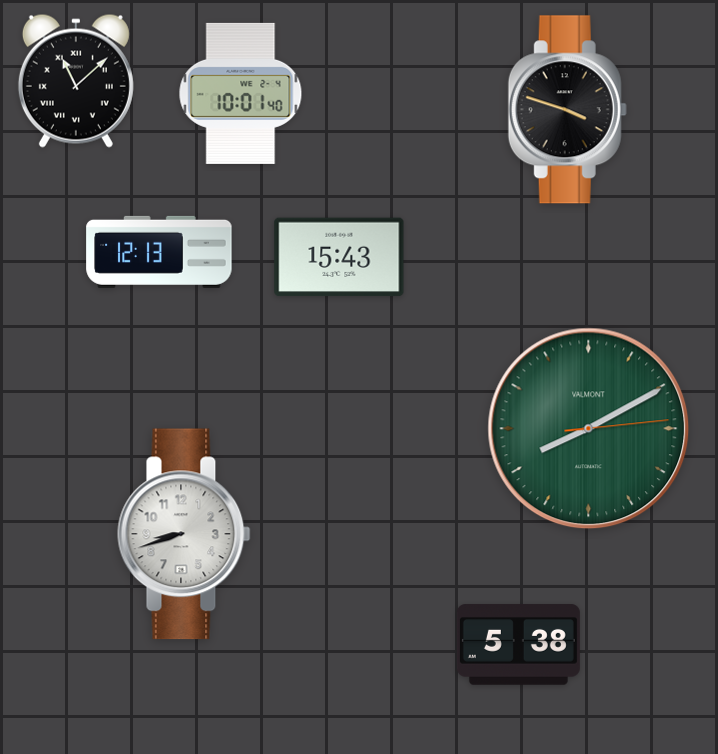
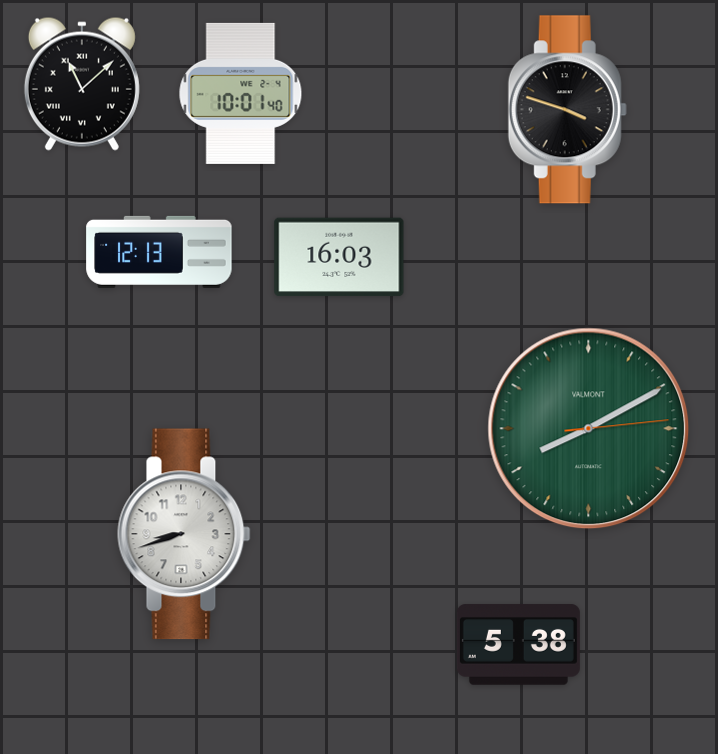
clock at (76, 81) position: (76, 81) -> (82, 84)
clock at (339, 257): 15:43 -> 16:03
